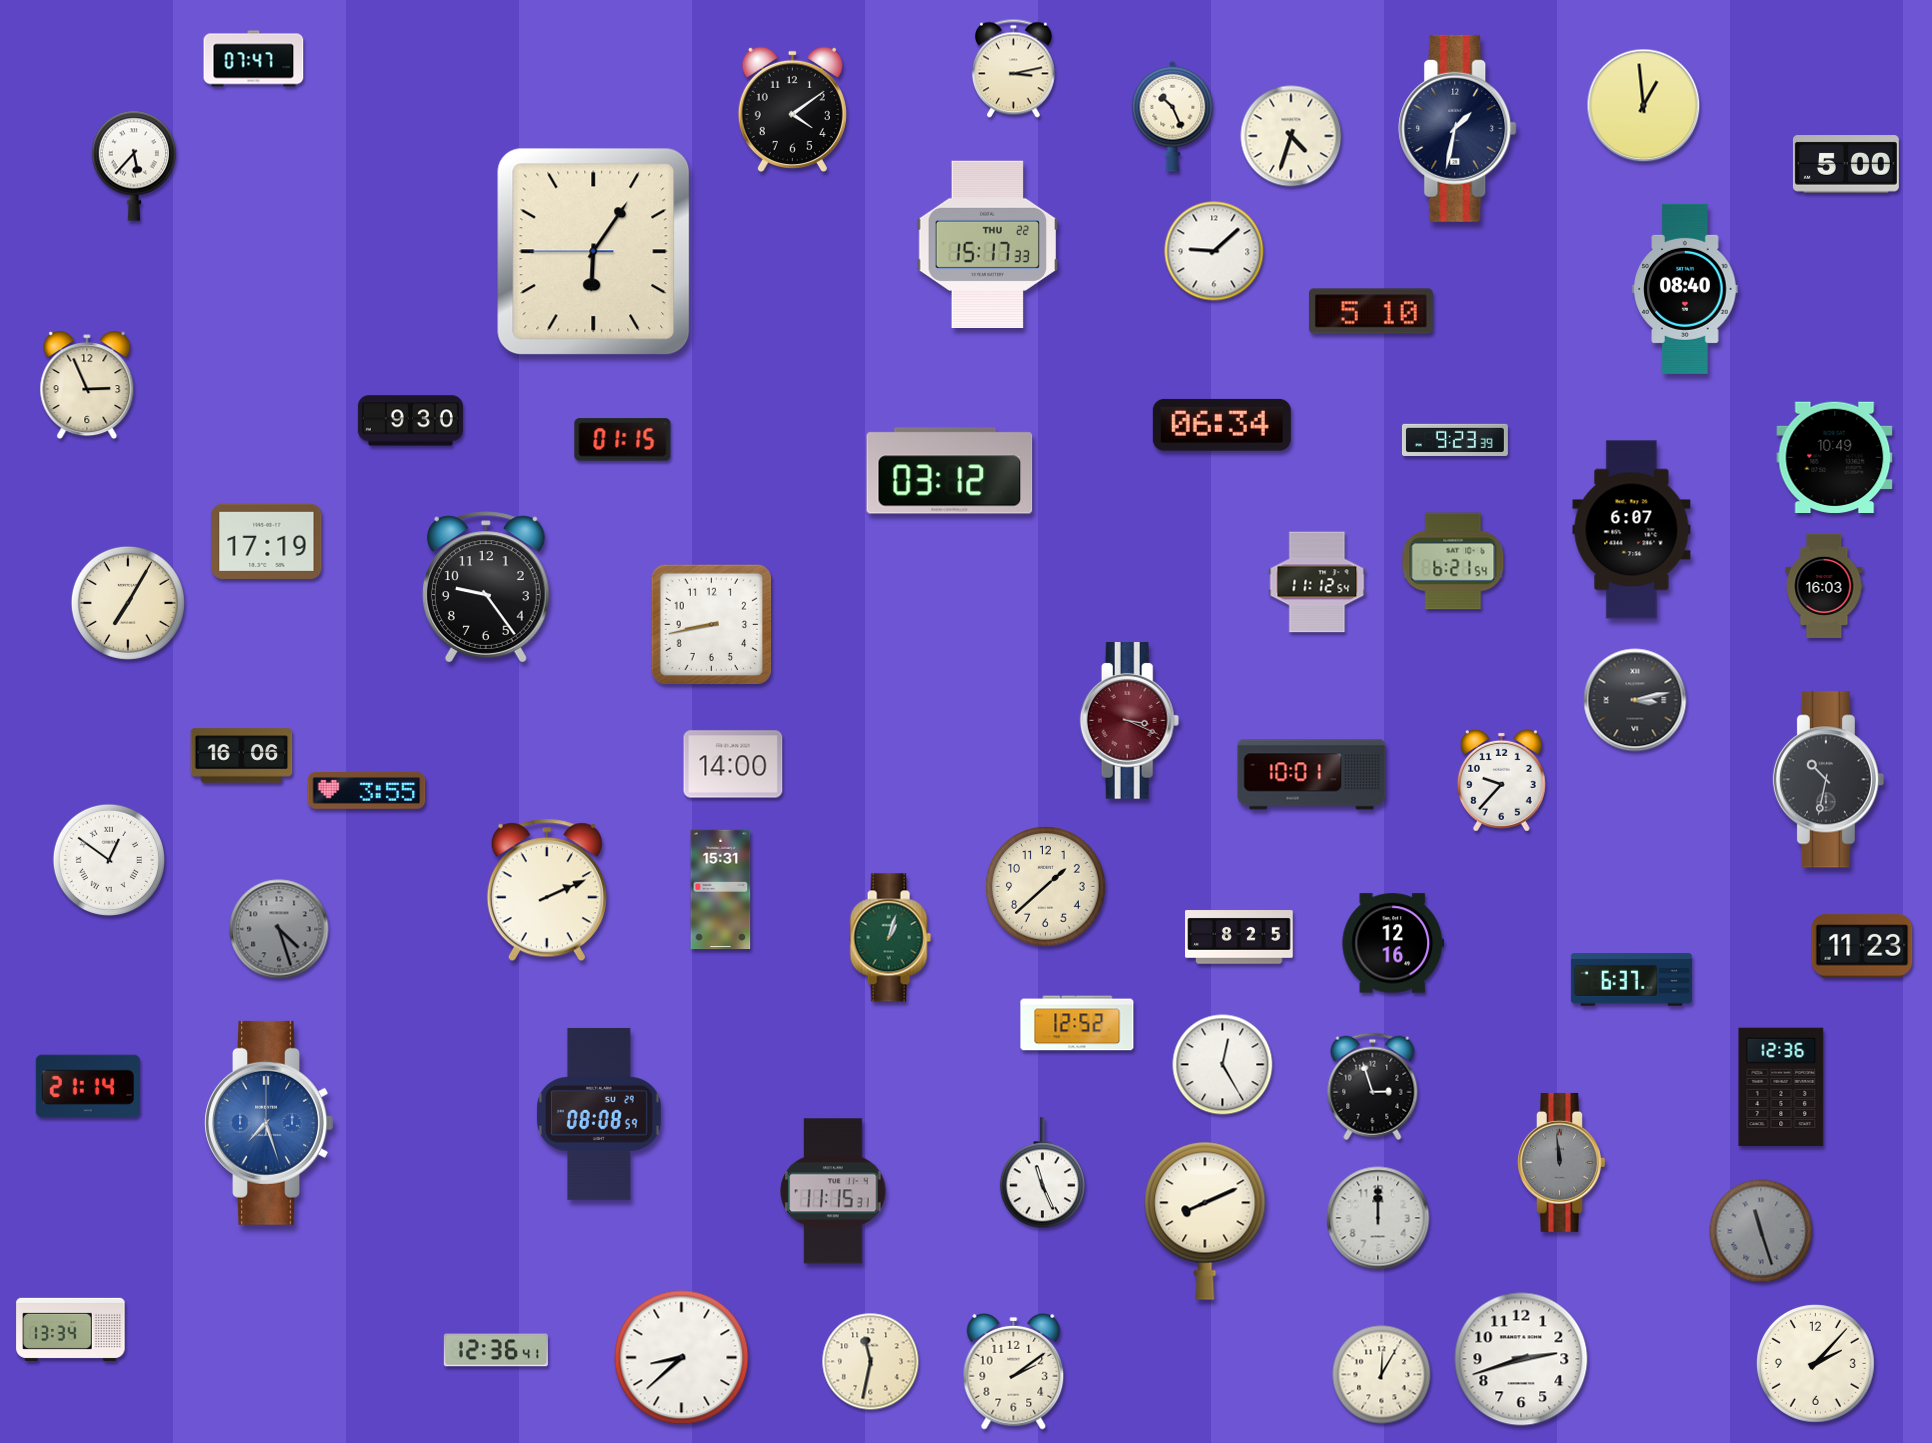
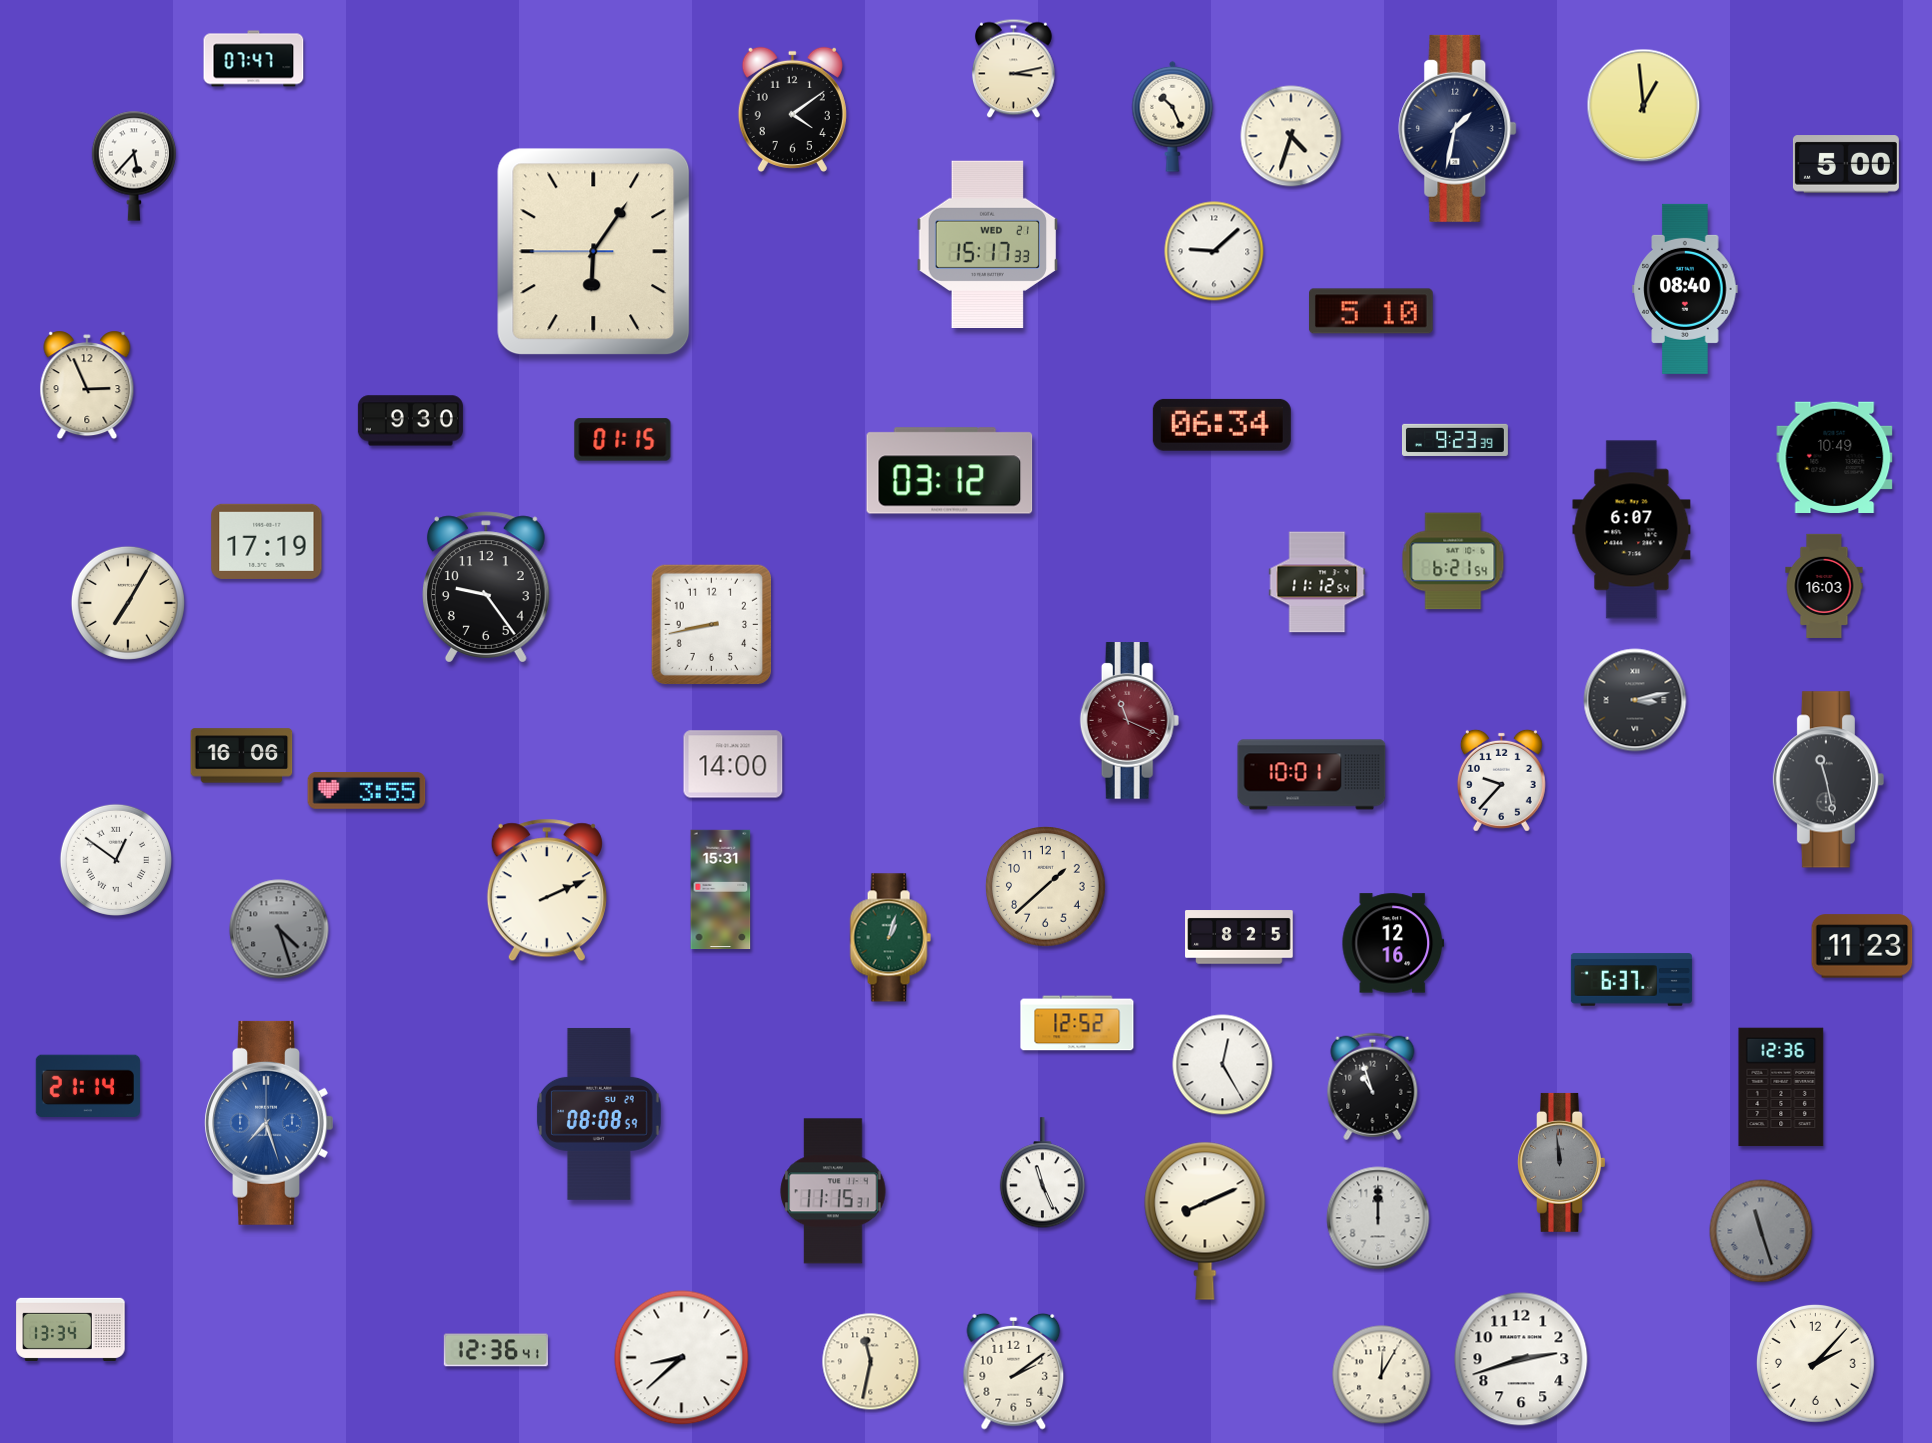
clock at (988, 244) date: THU 22 -> WED 21
clock at (1130, 721): 3:19 -> 11:19
clock at (1828, 780): 10:32 -> 11:28
clock at (109, 860) position: (109, 860) -> (116, 860)
clock at (1373, 1087): 2:57 -> 10:57
